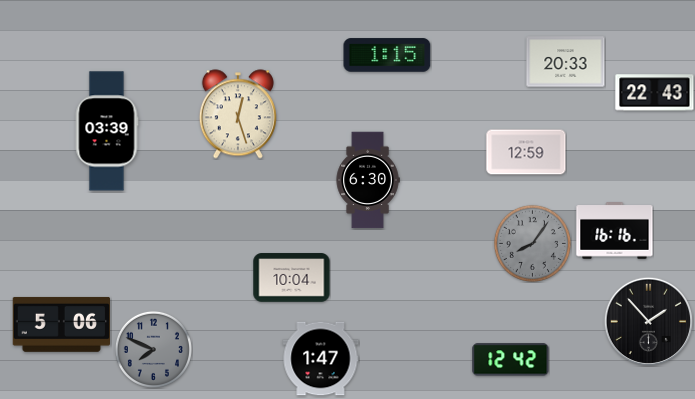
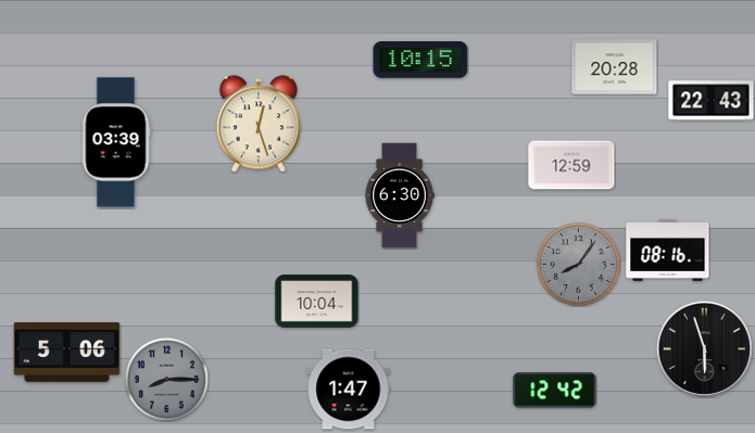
clock at (387, 55): 1:15 -> 10:15
clock at (566, 62): 20:33 -> 20:28
clock at (615, 231): 16:16 -> 08:16
clock at (648, 321): 1:53 -> 5:57
clock at (153, 349): 7:49 -> 8:15
